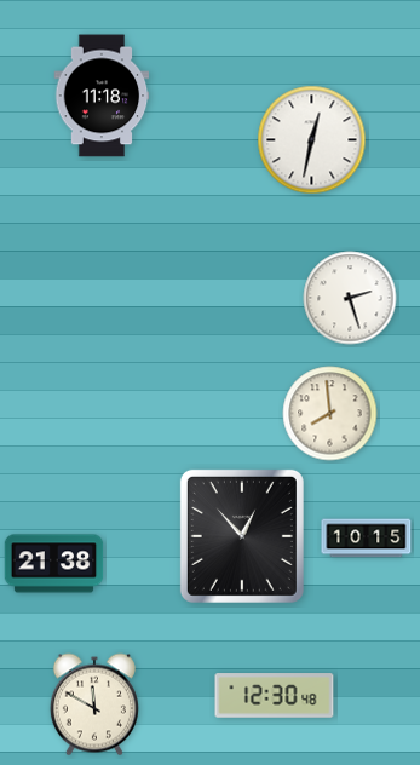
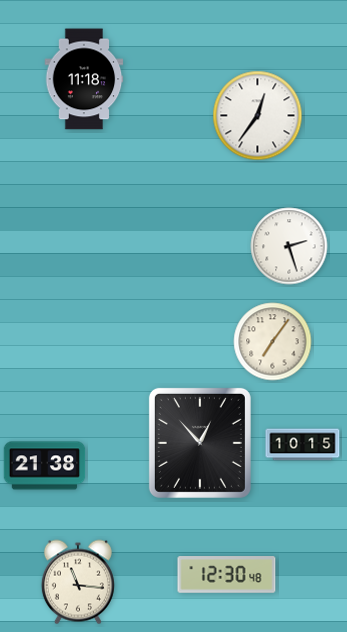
clock at (312, 140): 12:32 -> 12:36
clock at (330, 414): 7:59 -> 7:06
clock at (94, 704): 11:50 -> 11:16
